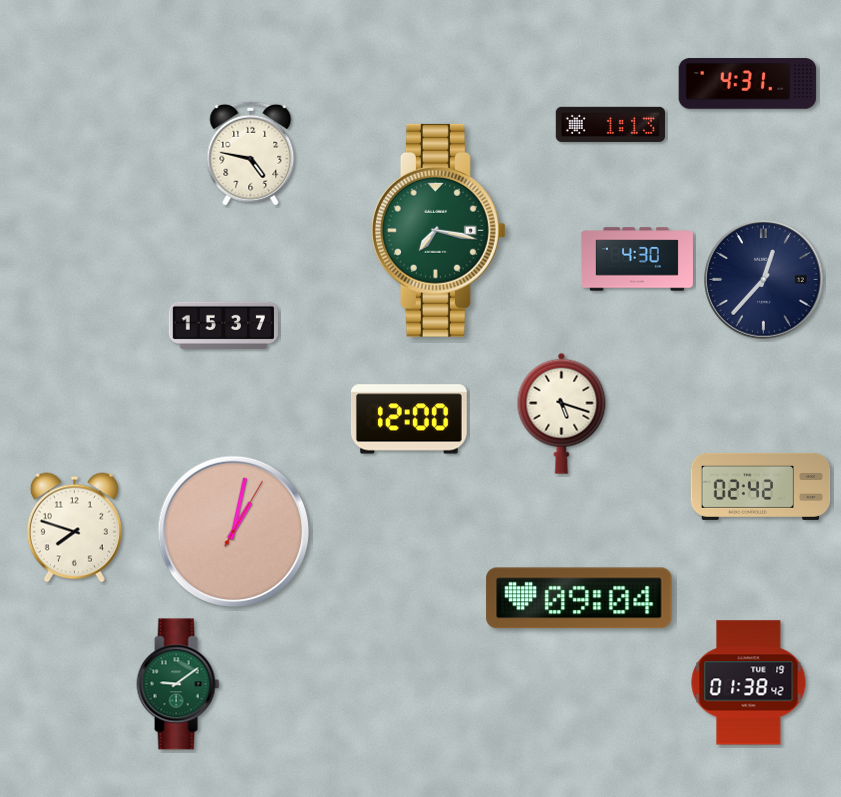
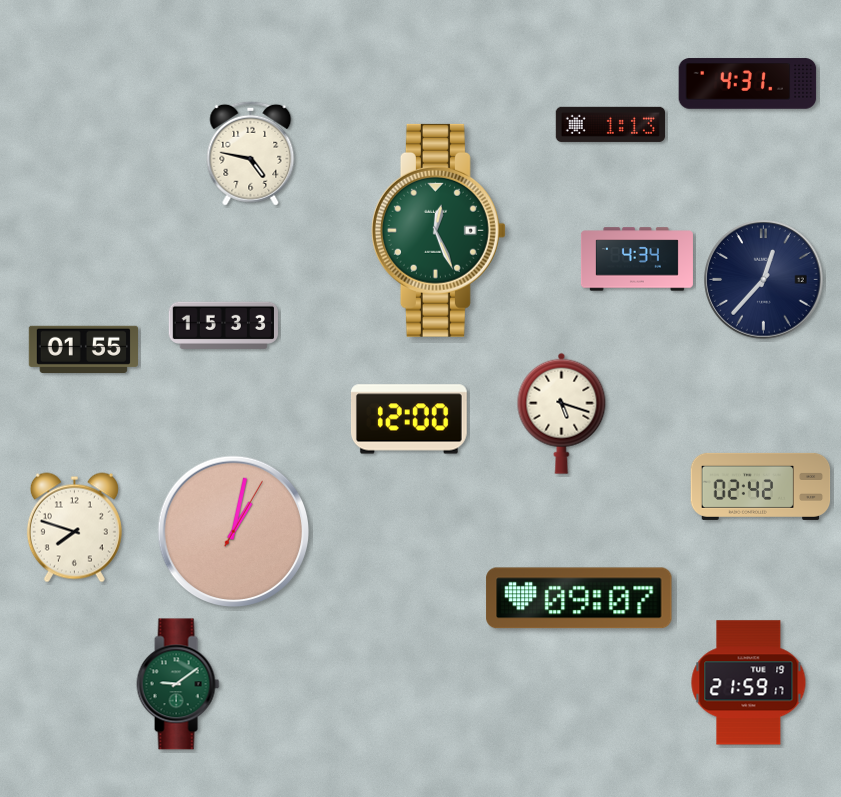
clock at (438, 230): 7:17 -> 12:26
clock at (637, 259): 4:30 -> 4:34
clock at (223, 325): 15:37 -> 15:33
clock at (83, 349): none -> 01:55
clock at (579, 598): 09:04 -> 09:07
clock at (749, 683): 01:38 -> 21:59
